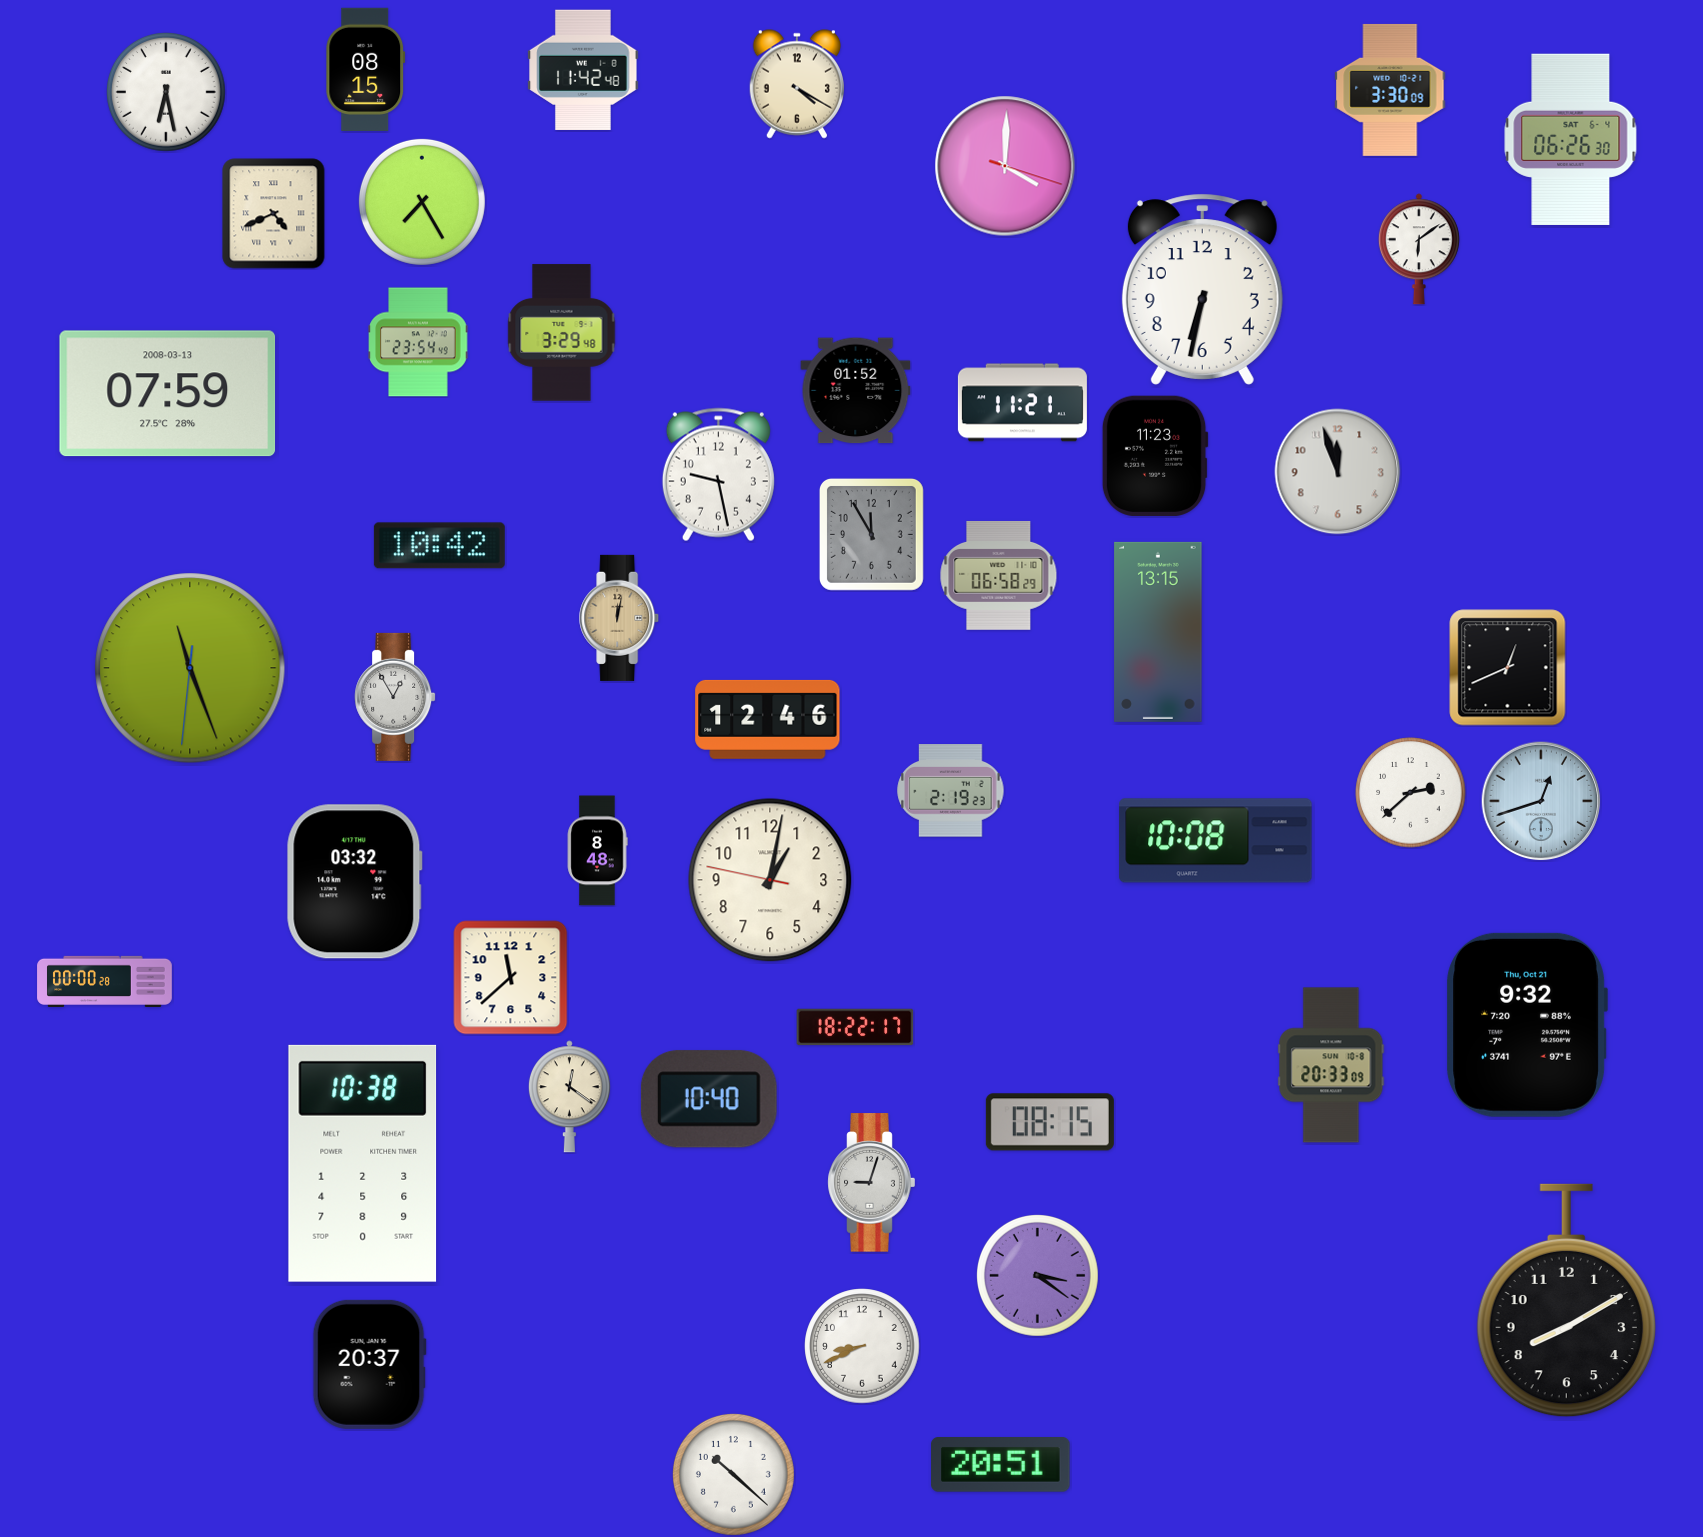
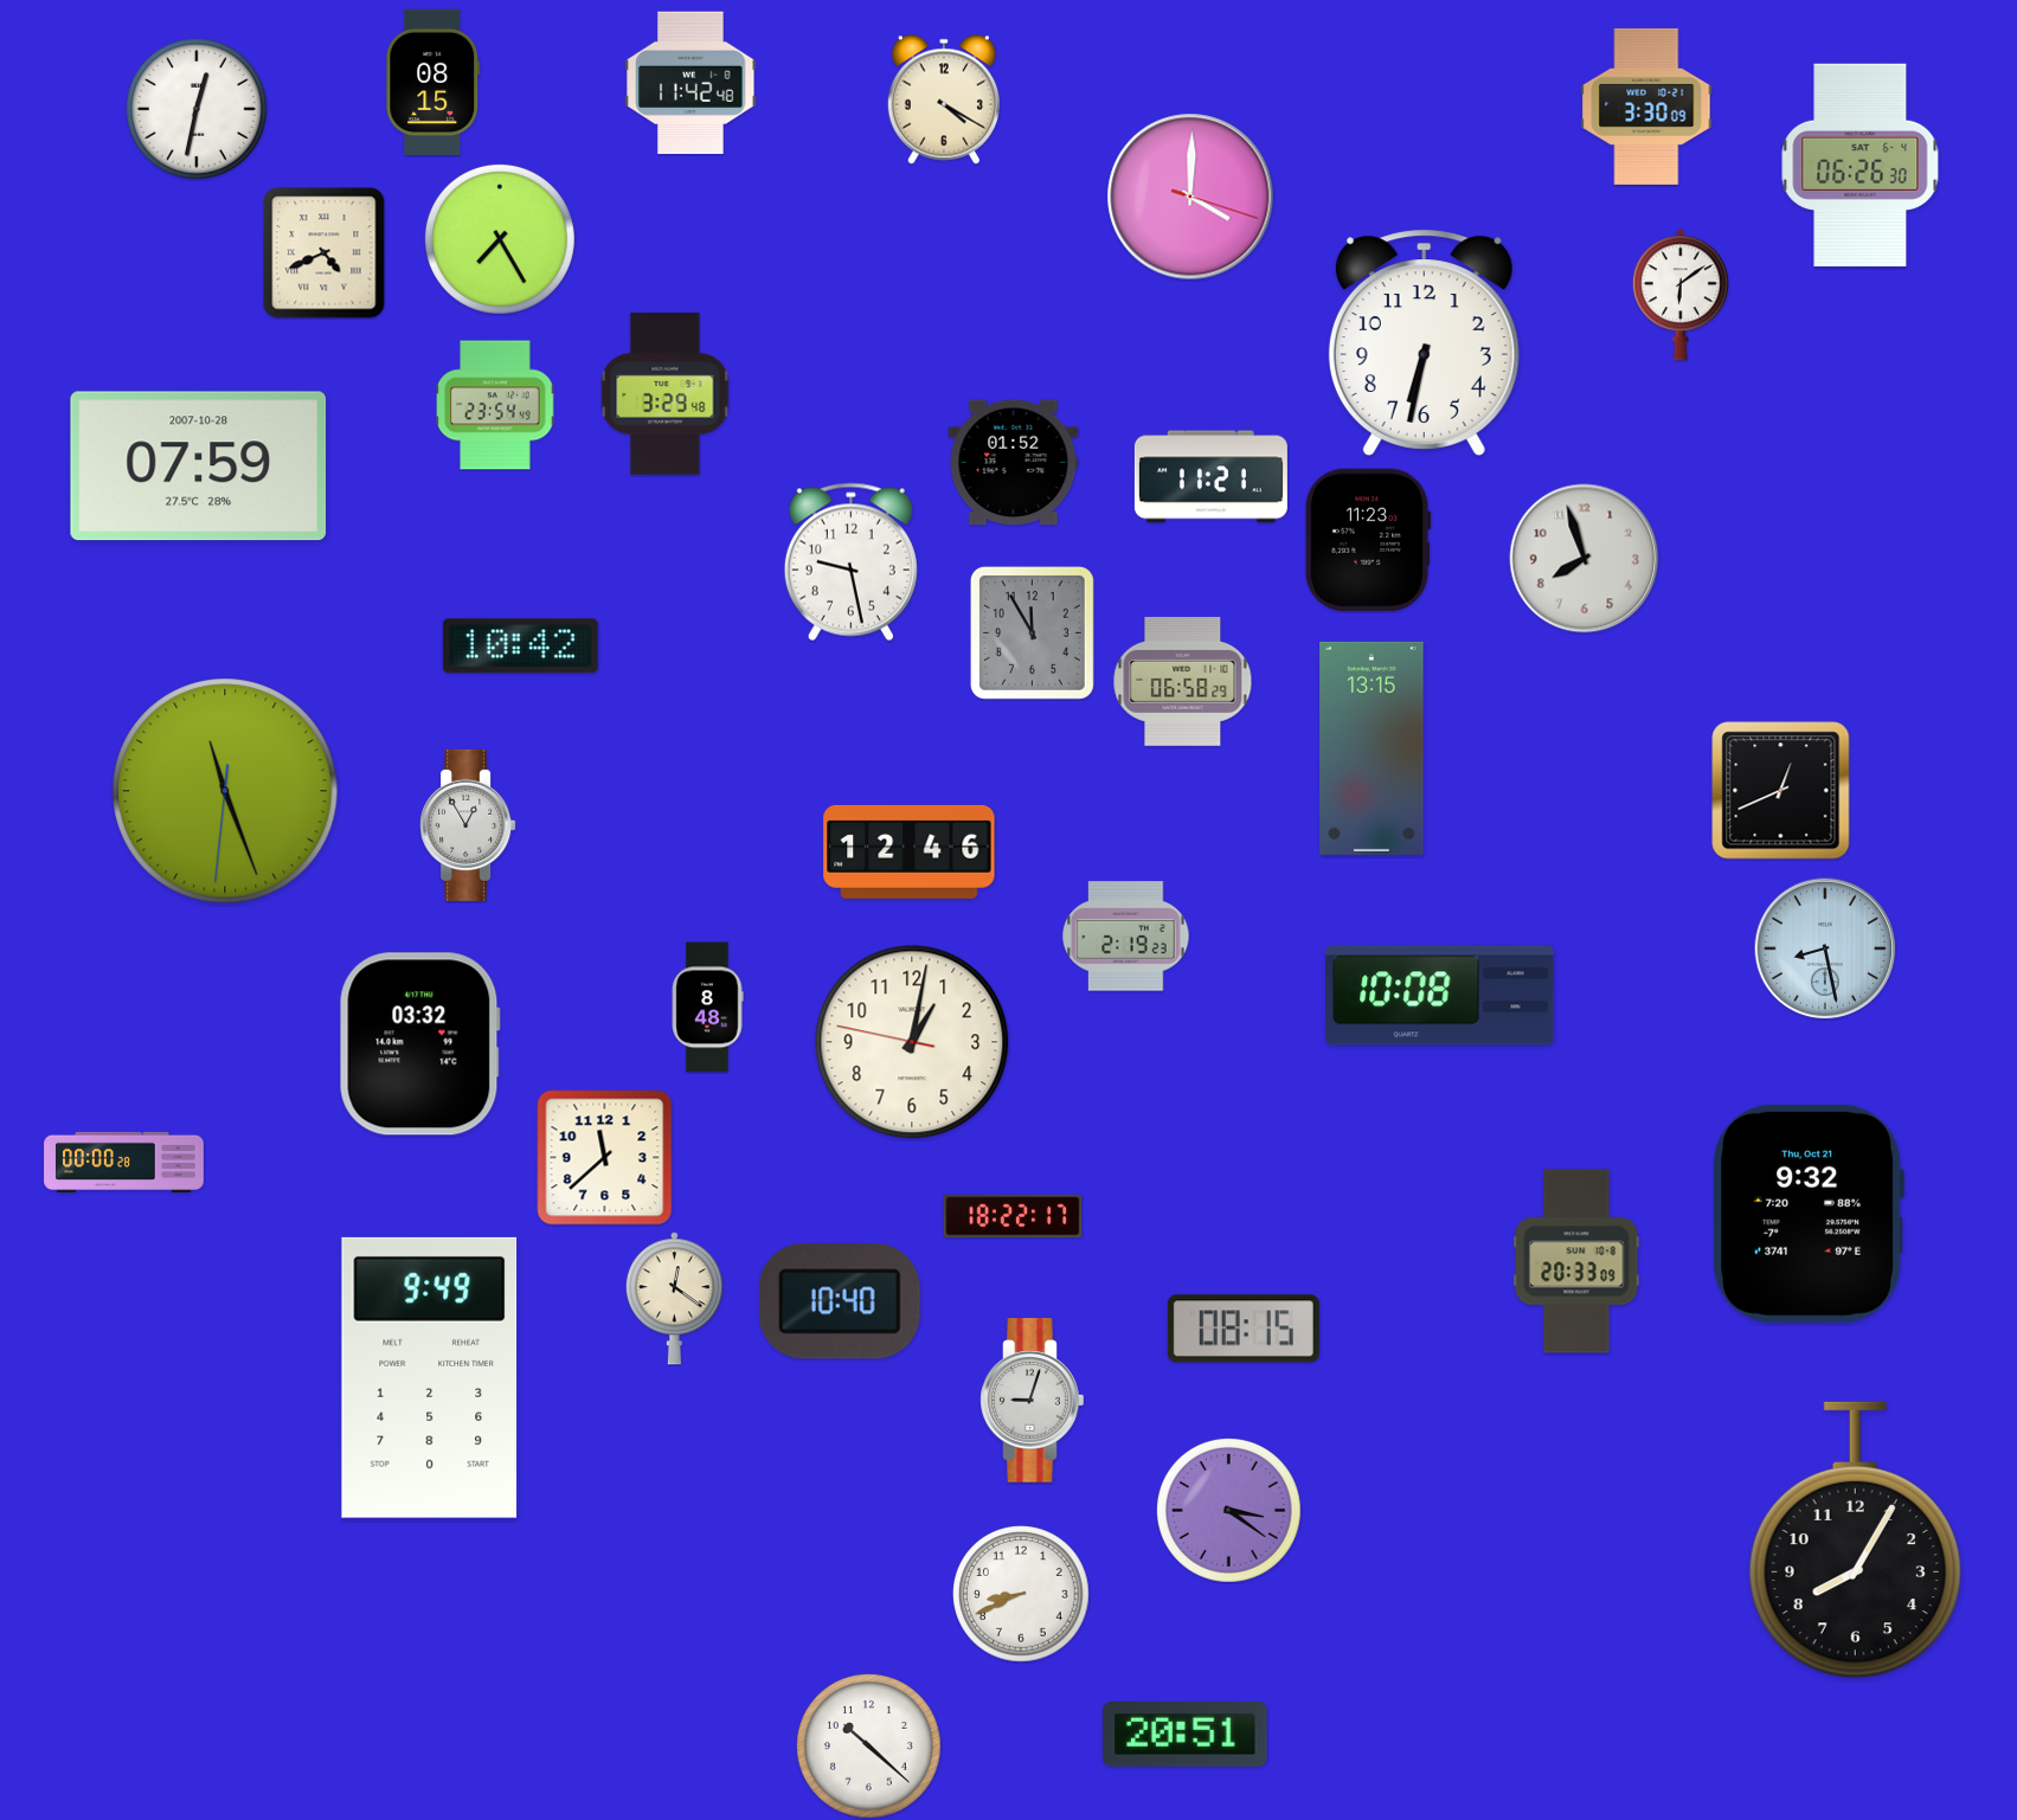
clock at (167, 93): 6:28 -> 12:32
clock at (168, 394) date: 2008-03-13 -> 2007-10-28
clock at (1338, 472): 11:57 -> 7:57
clock at (620, 618): 12:02 -> none
clock at (1508, 668) position: (1508, 668) -> (1781, 791)
clock at (1411, 793): 2:38 -> none
clock at (1541, 801): 12:42 -> 8:28
clock at (363, 1163): 10:38 -> 9:49
clock at (1566, 1301): 8:10 -> 8:05
clock at (369, 1364): 20:37 -> none
